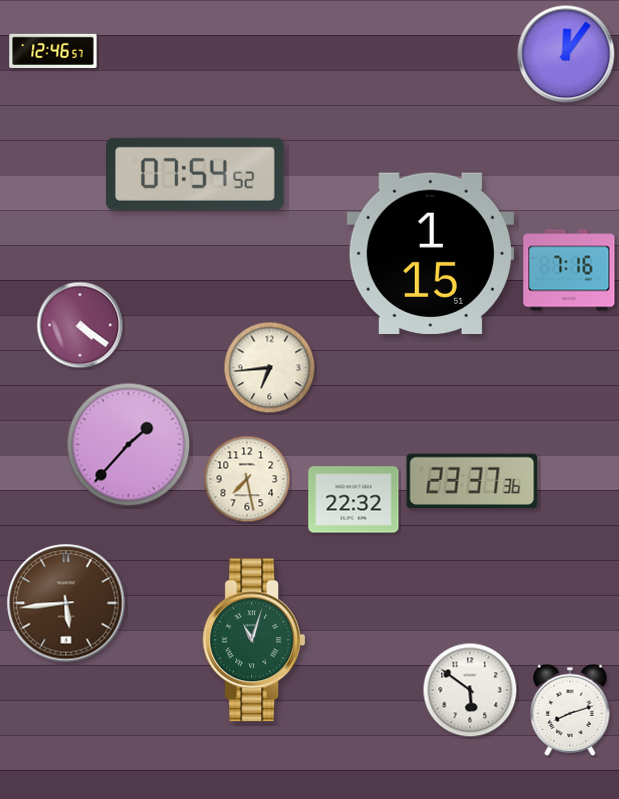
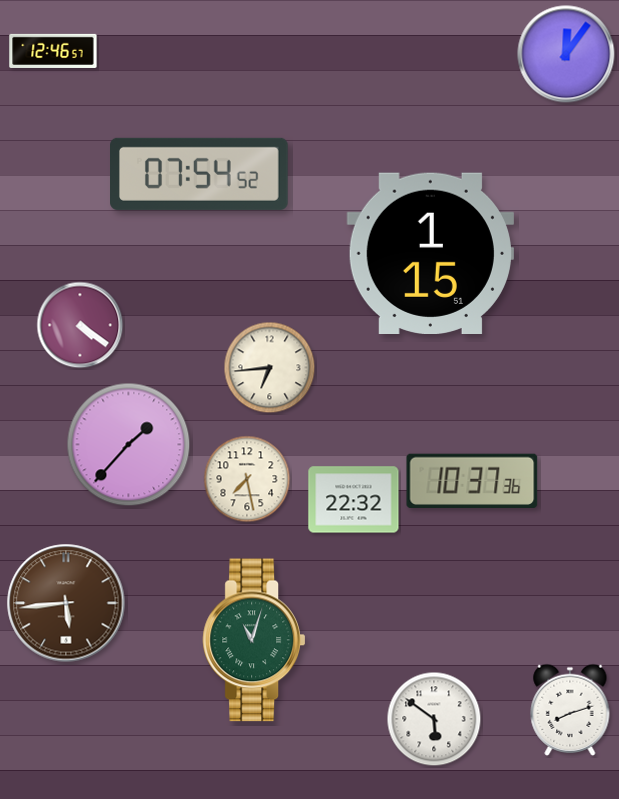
clock at (196, 174) position: (196, 174) -> (200, 174)
clock at (569, 270): 7:16 -> none
clock at (472, 480): 23:37 -> 10:37
clock at (470, 690) position: (470, 690) -> (434, 719)
